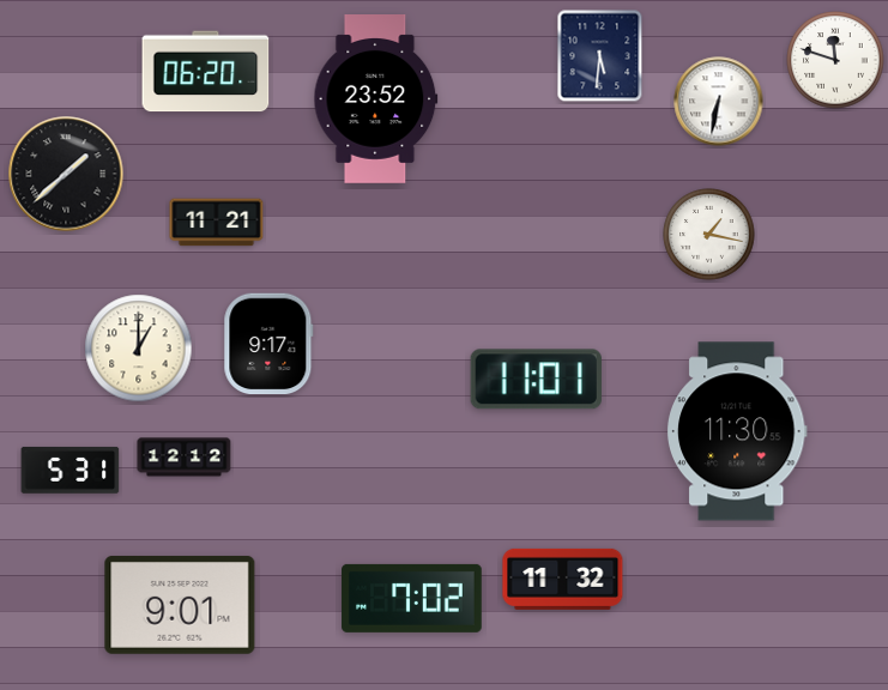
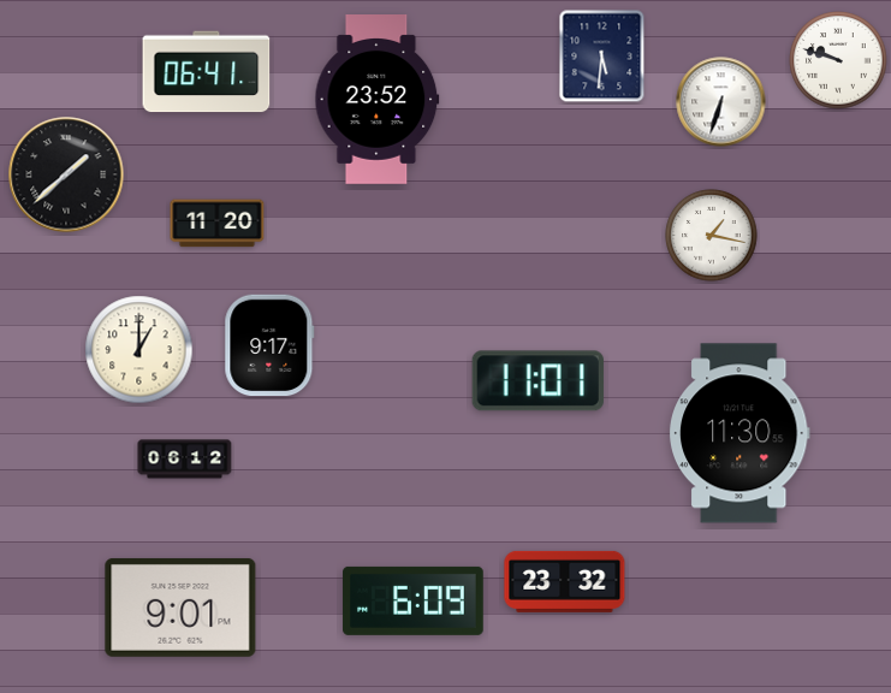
clock at (835, 60): 11:48 -> 9:48
clock at (206, 72): 06:20 -> 06:41
clock at (719, 102): 6:32 -> 6:33
clock at (217, 223): 11:21 -> 11:20
clock at (185, 458): 12:12 -> 06:12
clock at (71, 470): 5:31 -> none
clock at (563, 579): 11:32 -> 23:32
clock at (412, 598): 7:02 -> 6:09
